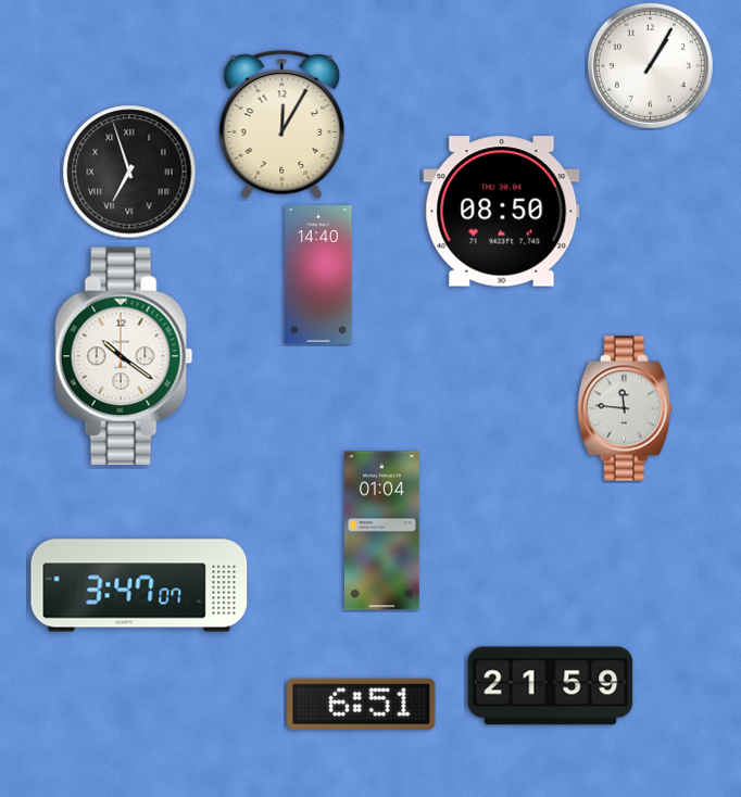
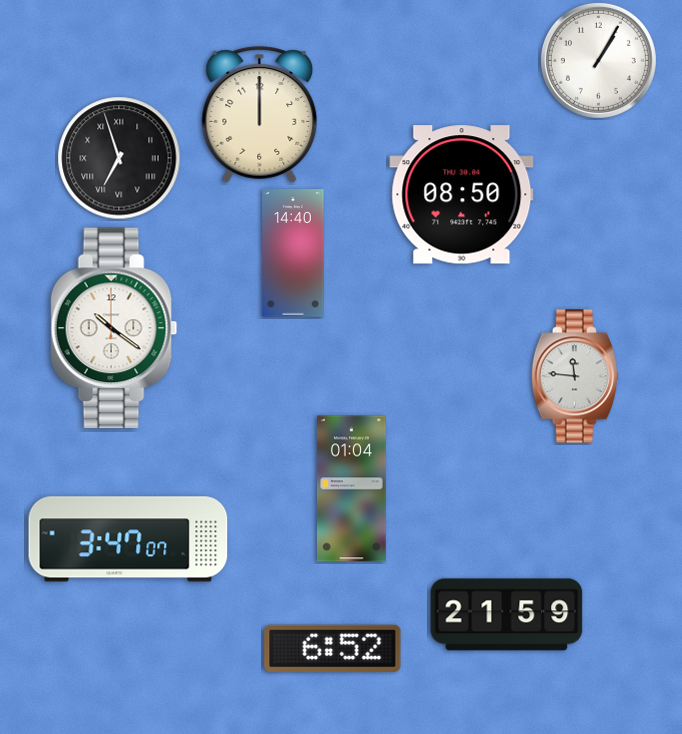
clock at (282, 125): 12:05 -> 12:00
clock at (551, 686) position: (551, 686) -> (507, 615)
clock at (362, 704): 6:51 -> 6:52
